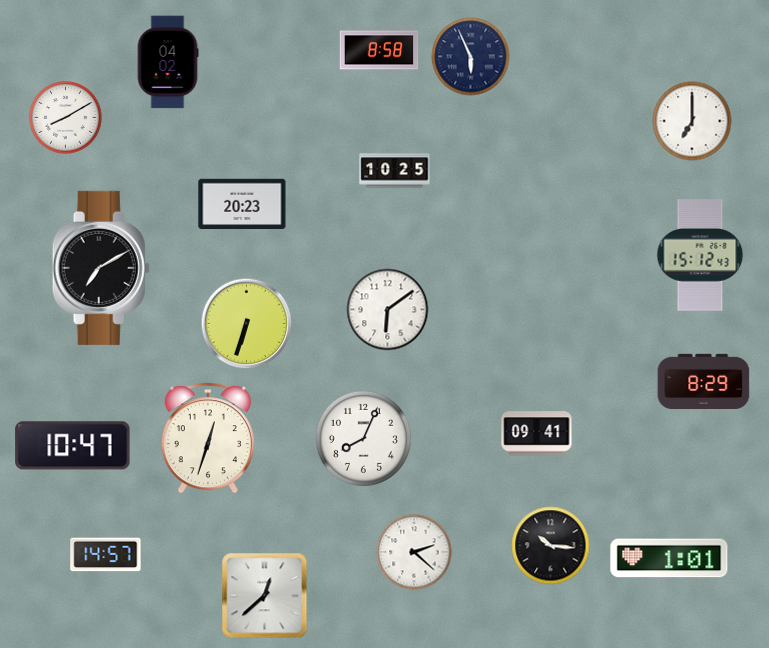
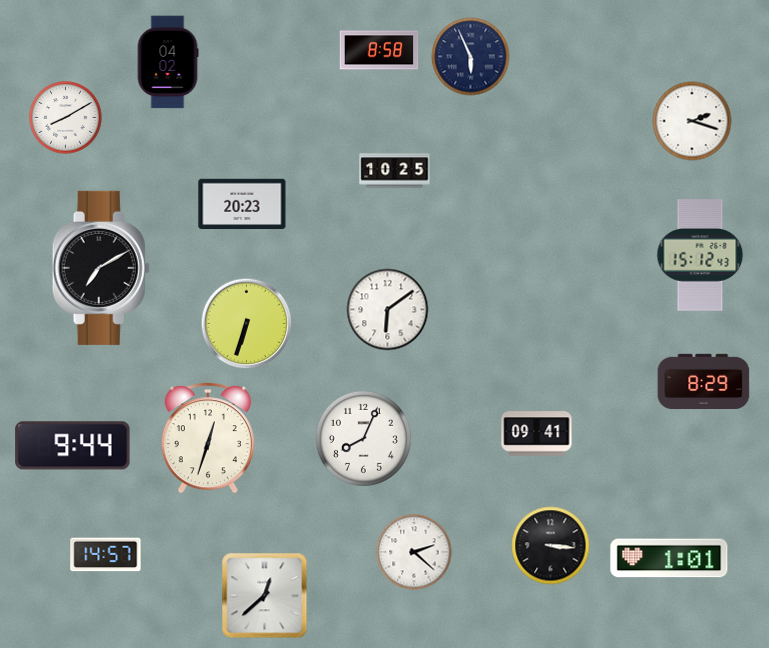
clock at (692, 121): 7:00 -> 2:18
clock at (73, 446): 10:47 -> 9:44
clock at (551, 546): 10:16 -> 3:16
